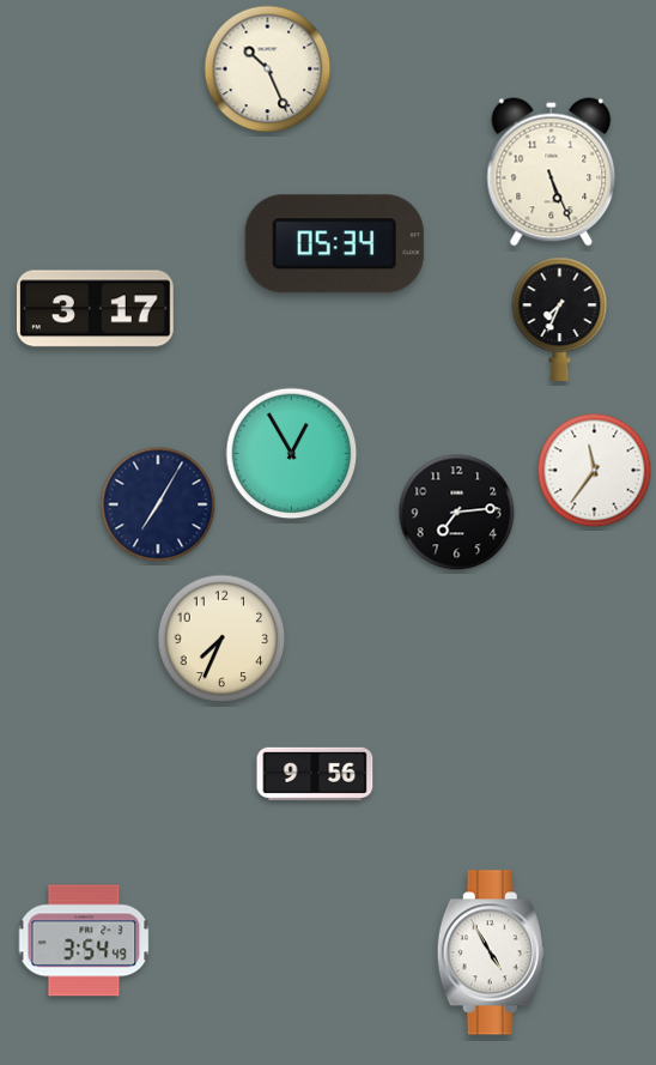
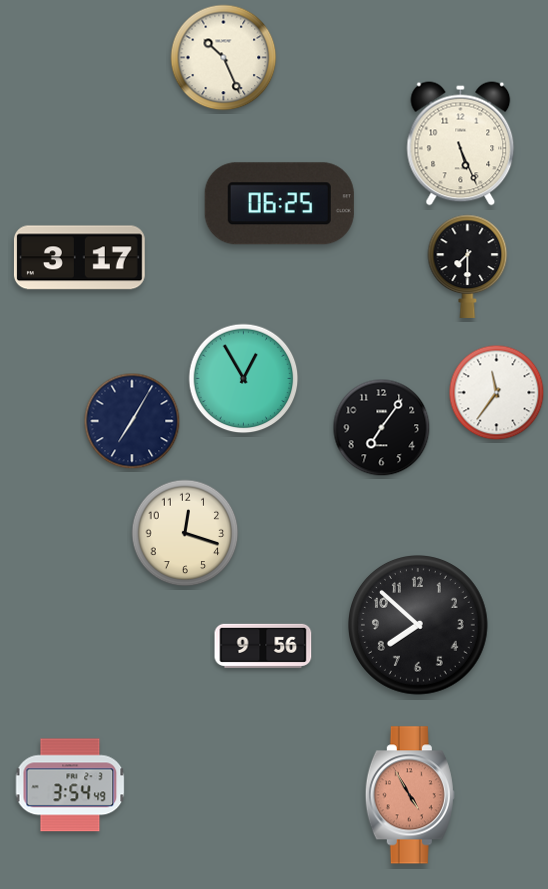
clock at (334, 244): 05:34 -> 06:25
clock at (560, 319): 7:34 -> 7:30
clock at (457, 513): 7:14 -> 7:06
clock at (221, 639): 7:34 -> 12:18
clock at (419, 626): none -> 7:52
clock at (491, 952) dial: white -> salmon
